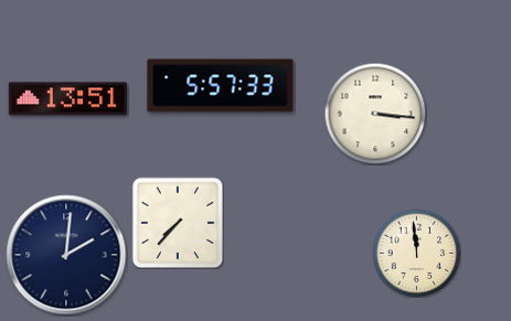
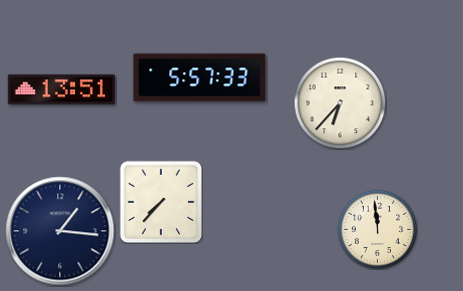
clock at (375, 114): 3:16 -> 6:37
clock at (66, 255): 2:01 -> 1:16
